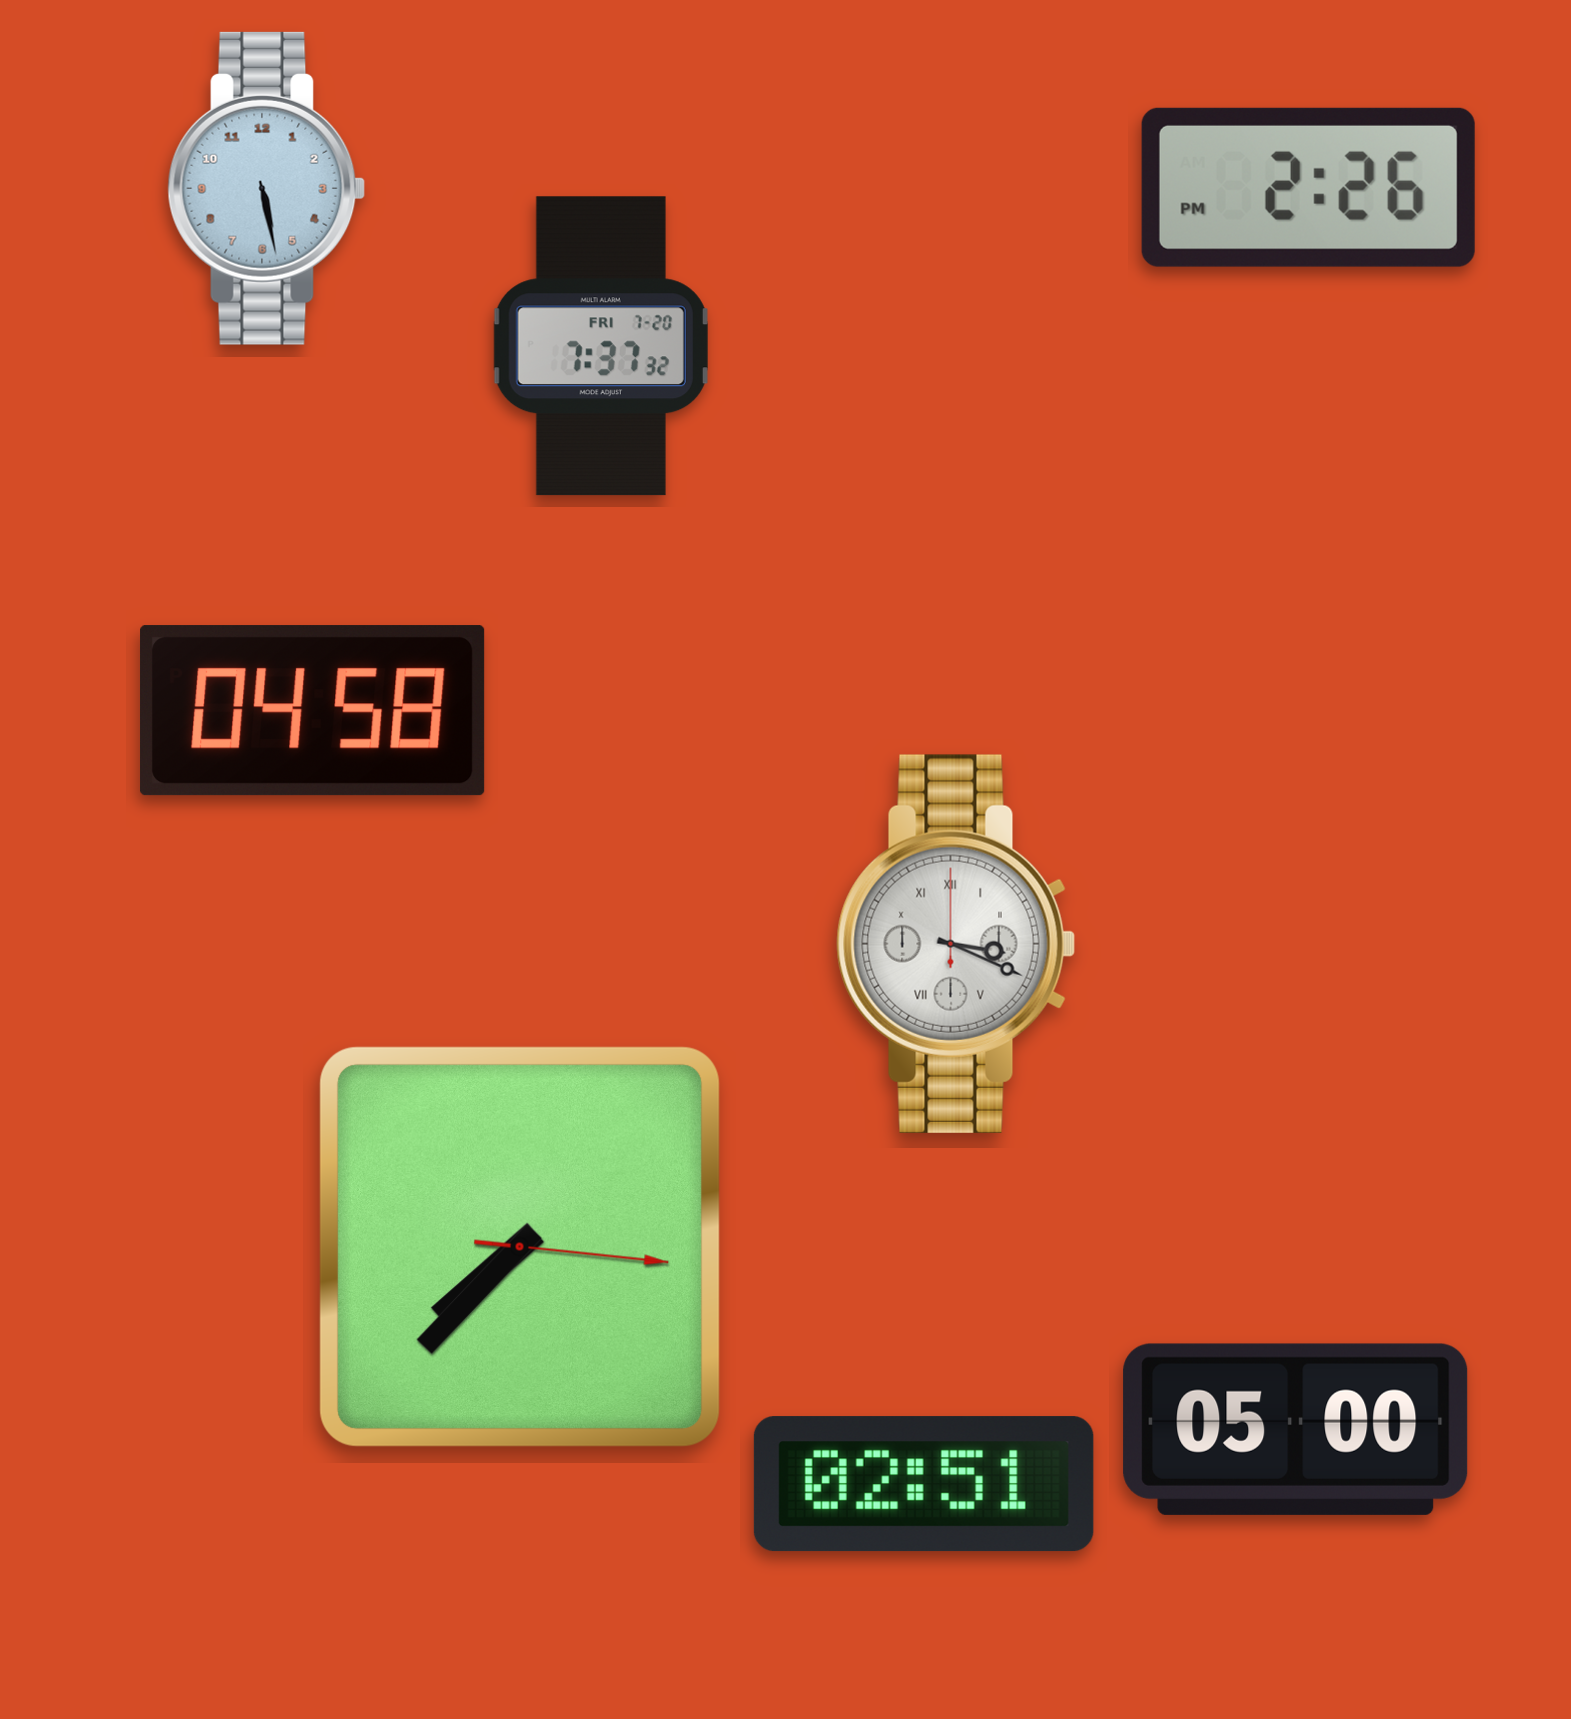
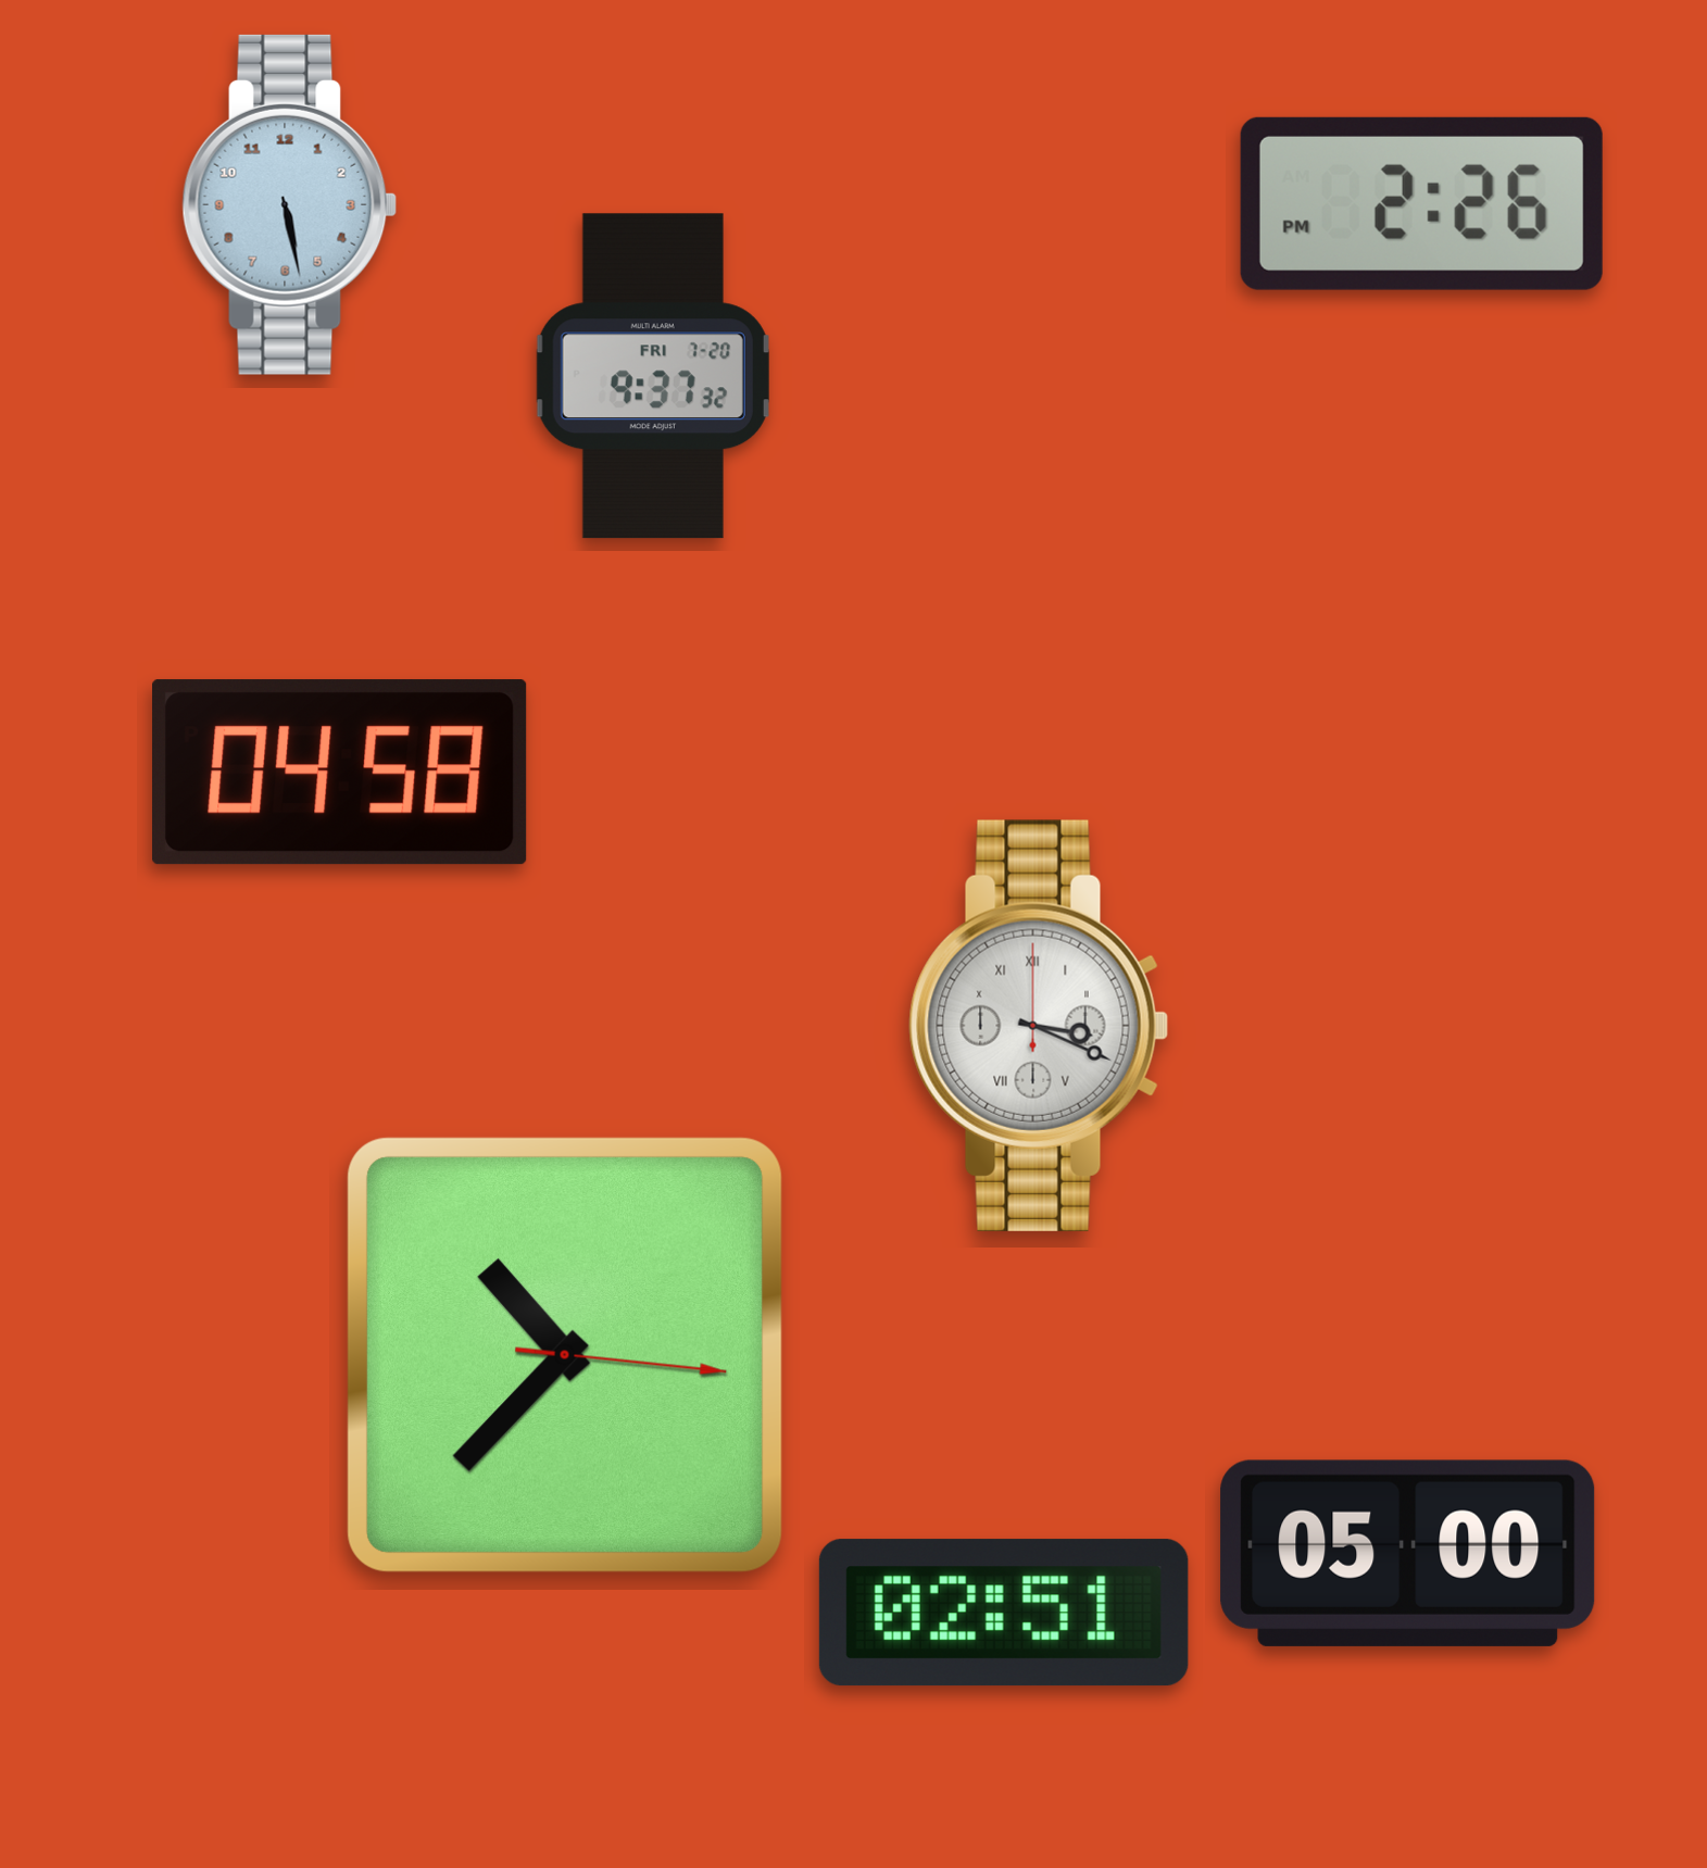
clock at (601, 346): 7:37 -> 9:37
clock at (520, 1247): 7:37 -> 10:37
